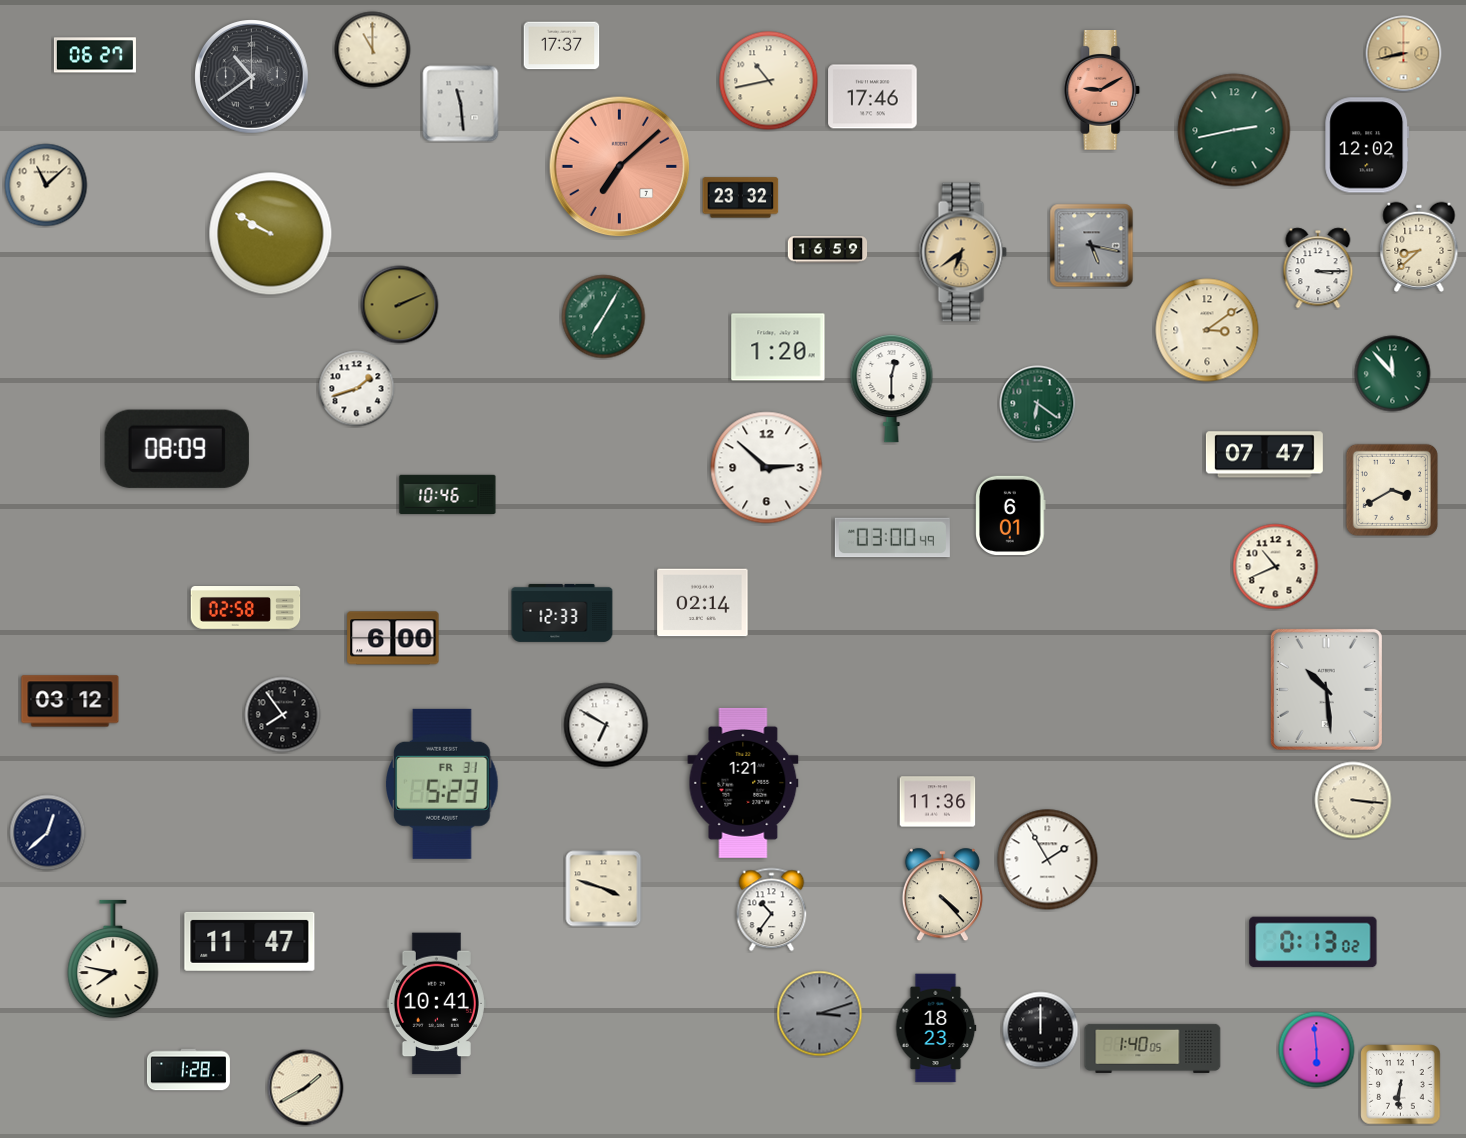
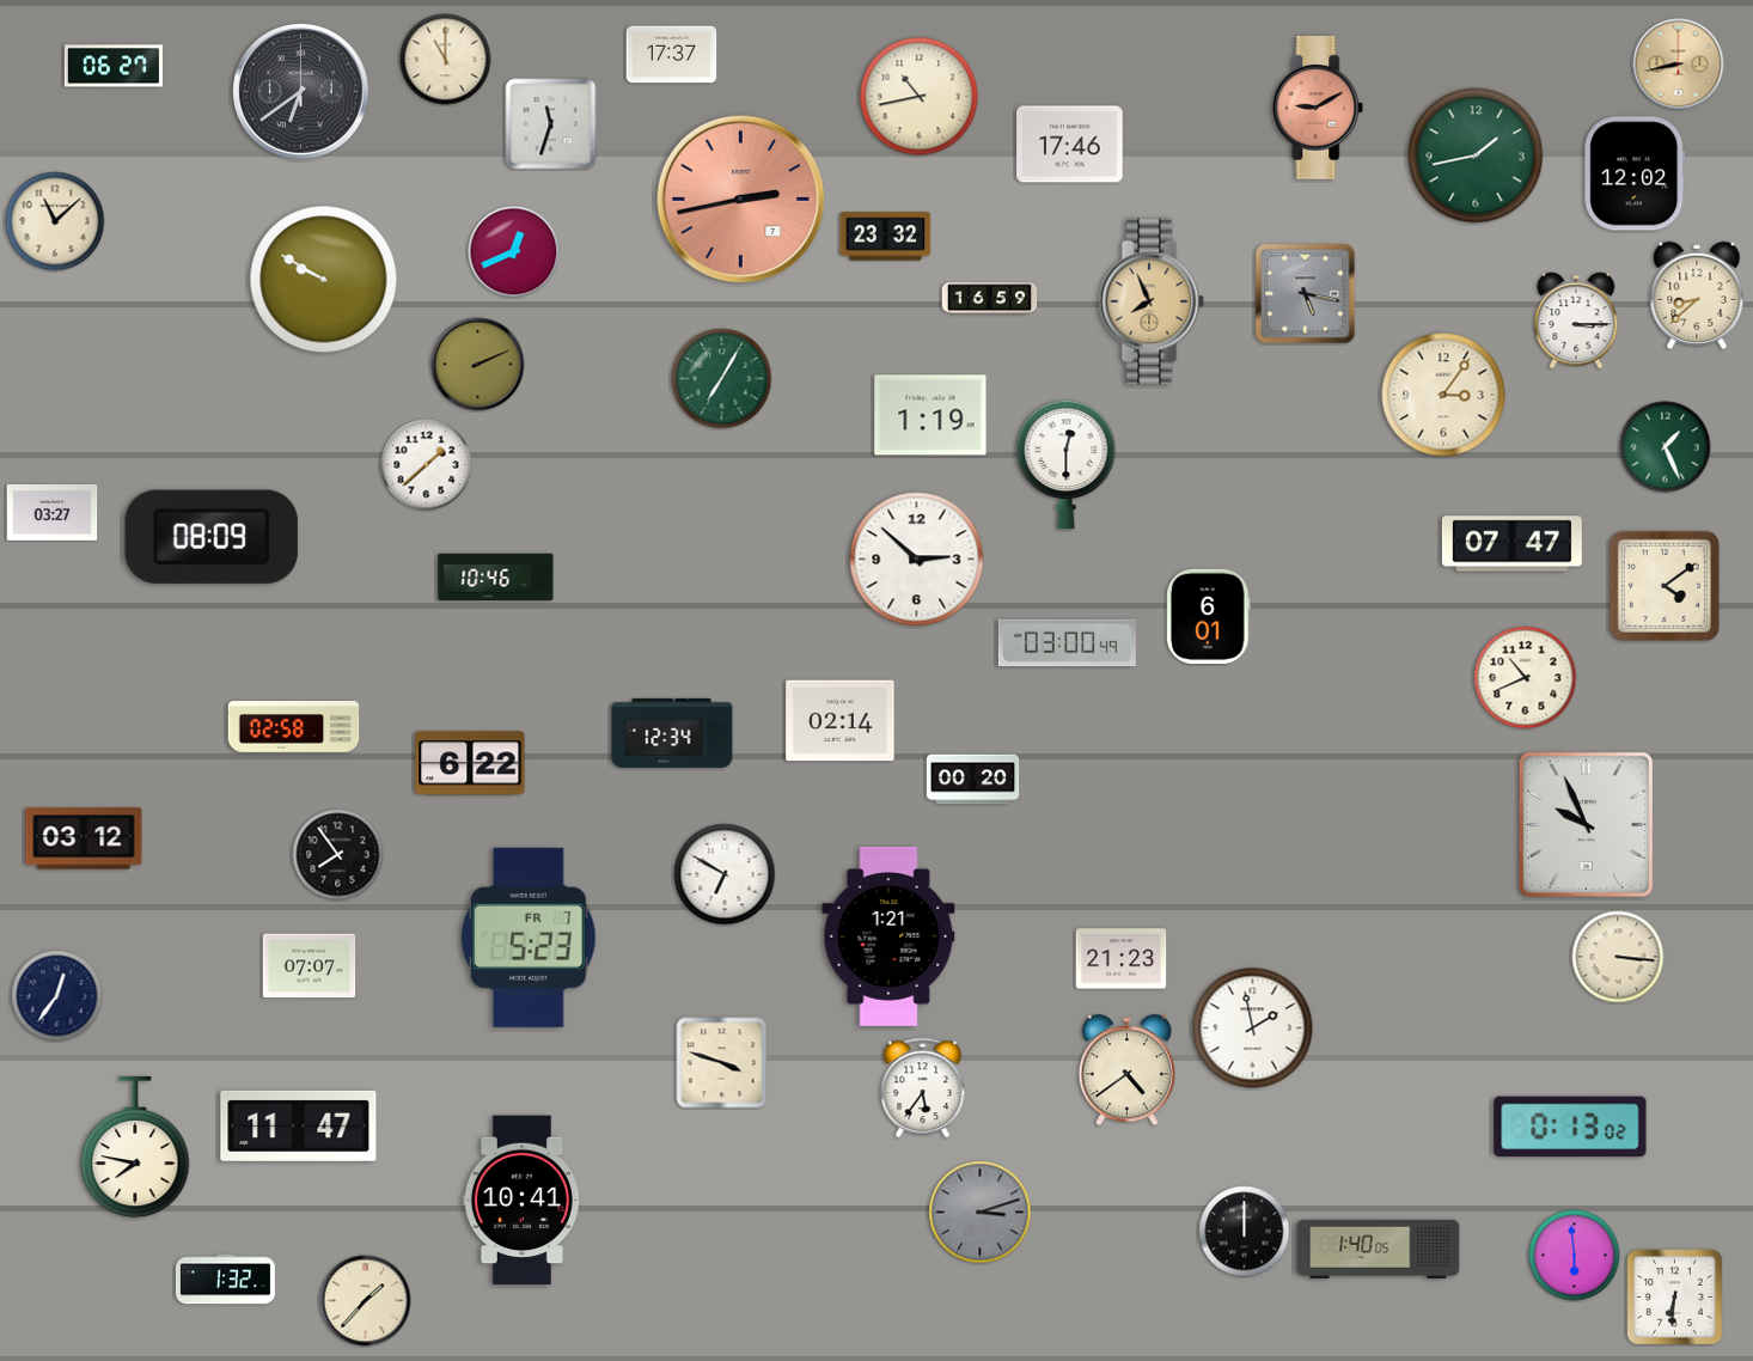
clock at (252, 77): 10:39 -> 6:39
clock at (873, 97) position: (873, 97) -> (1070, 145)
clock at (461, 104): 11:29 -> 11:33
clock at (1234, 130): 2:43 -> 1:43
clock at (620, 167): 7:08 -> 2:43
clock at (514, 252): none -> 12:41
clock at (963, 252): 6:39 -> 7:56
clock at (1207, 330): 3:09 -> 3:06
clock at (778, 347): 1:20 -> 1:19
clock at (1393, 374): 11:53 -> 1:26
clock at (357, 389): 1:42 -> 1:38
clock at (1038, 404): 6:21 -> none
clock at (53, 512): none -> 03:27
clock at (1392, 490): 3:40 -> 4:09
clock at (448, 495) position: (448, 495) -> (496, 578)
clock at (562, 613): 12:33 -> 12:34
clock at (393, 638): 6:00 -> 6:22
clock at (973, 780): none -> 00:20
clock at (1326, 689): 10:29 -> 9:56
clock at (606, 725) position: (606, 725) -> (725, 874)
clock at (443, 784) date: FR 31 -> FR 7
clock at (938, 802): 11:36 -> 21:23
clock at (310, 966): none -> 07:07
clock at (48, 833): 12:38 -> 12:36
clock at (1048, 860): 1:55 -> 1:58
clock at (942, 895): 4:23 -> 4:39
clock at (772, 910): 10:36 -> 5:36
clock at (936, 1028): 18:23 -> none
clock at (1153, 1048) position: (1153, 1048) -> (1379, 1249)
clock at (188, 1070): 1:28 -> 1:32
clock at (306, 1088): 1:40 -> 1:37
